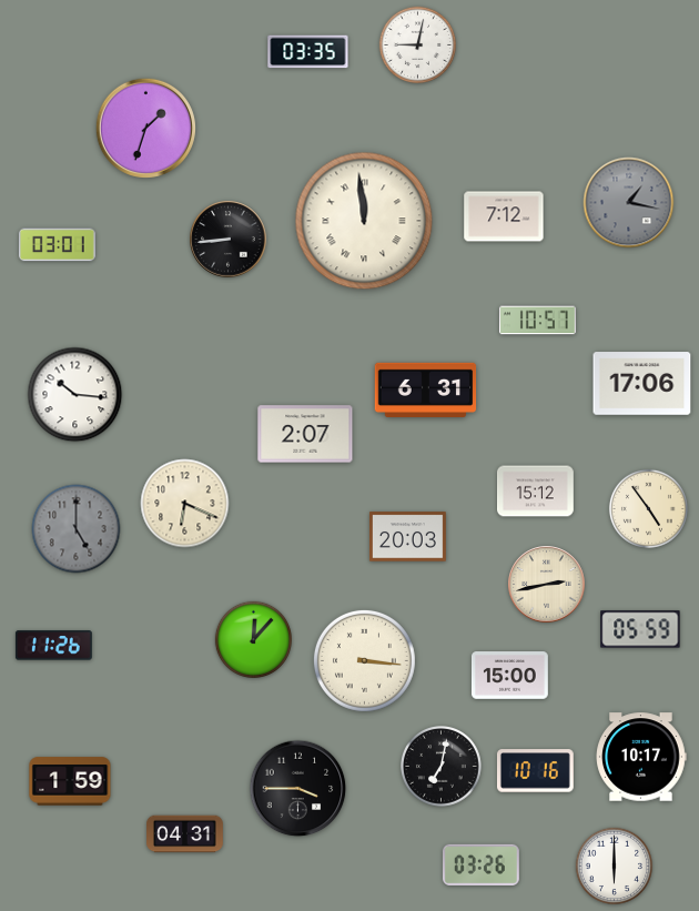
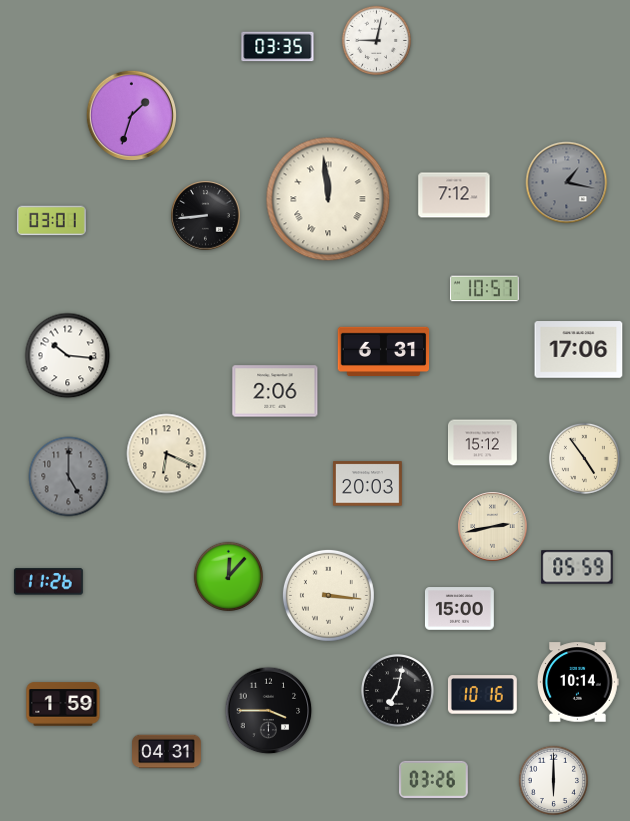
clock at (642, 384) position: (642, 384) -> (579, 350)
clock at (305, 434): 2:07 -> 2:06
clock at (641, 757): 10:17 -> 10:14
